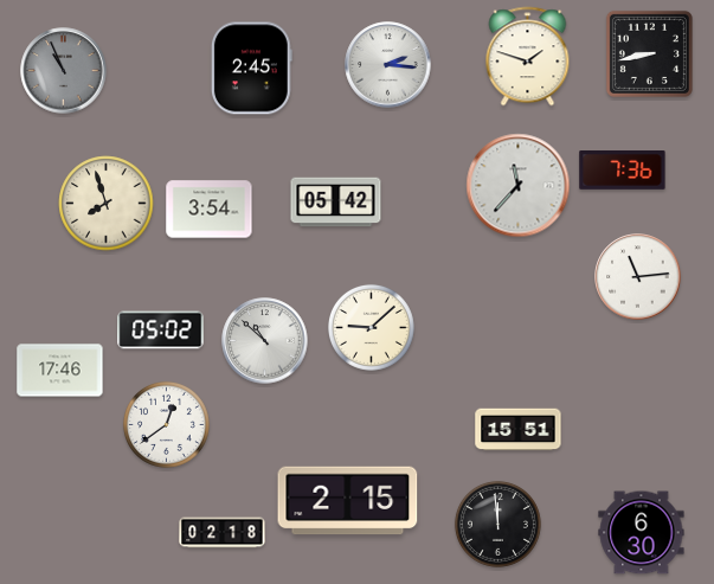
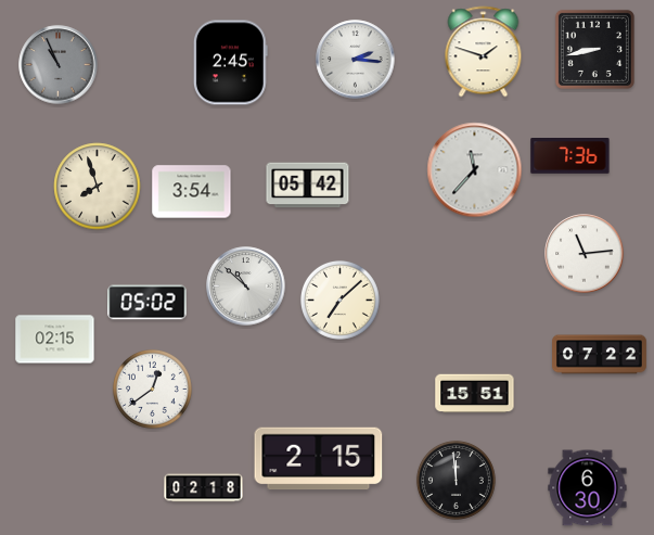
clock at (371, 327): 9:08 -> 7:08
clock at (265, 341) position: (265, 341) -> (246, 286)
clock at (60, 371): 17:46 -> 02:15
clock at (600, 355): none -> 07:22
